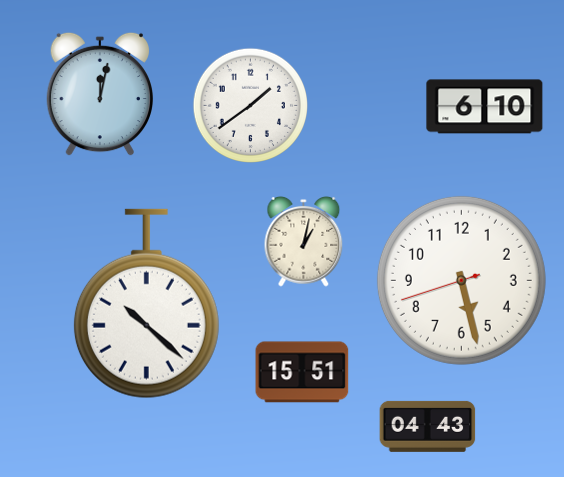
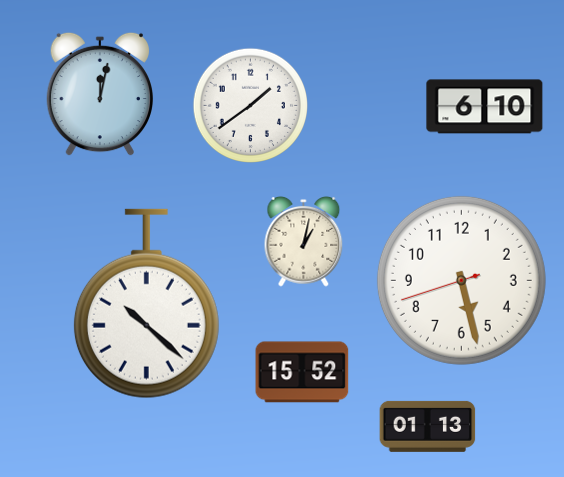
clock at (302, 372): 15:51 -> 15:52
clock at (428, 426): 04:43 -> 01:13
